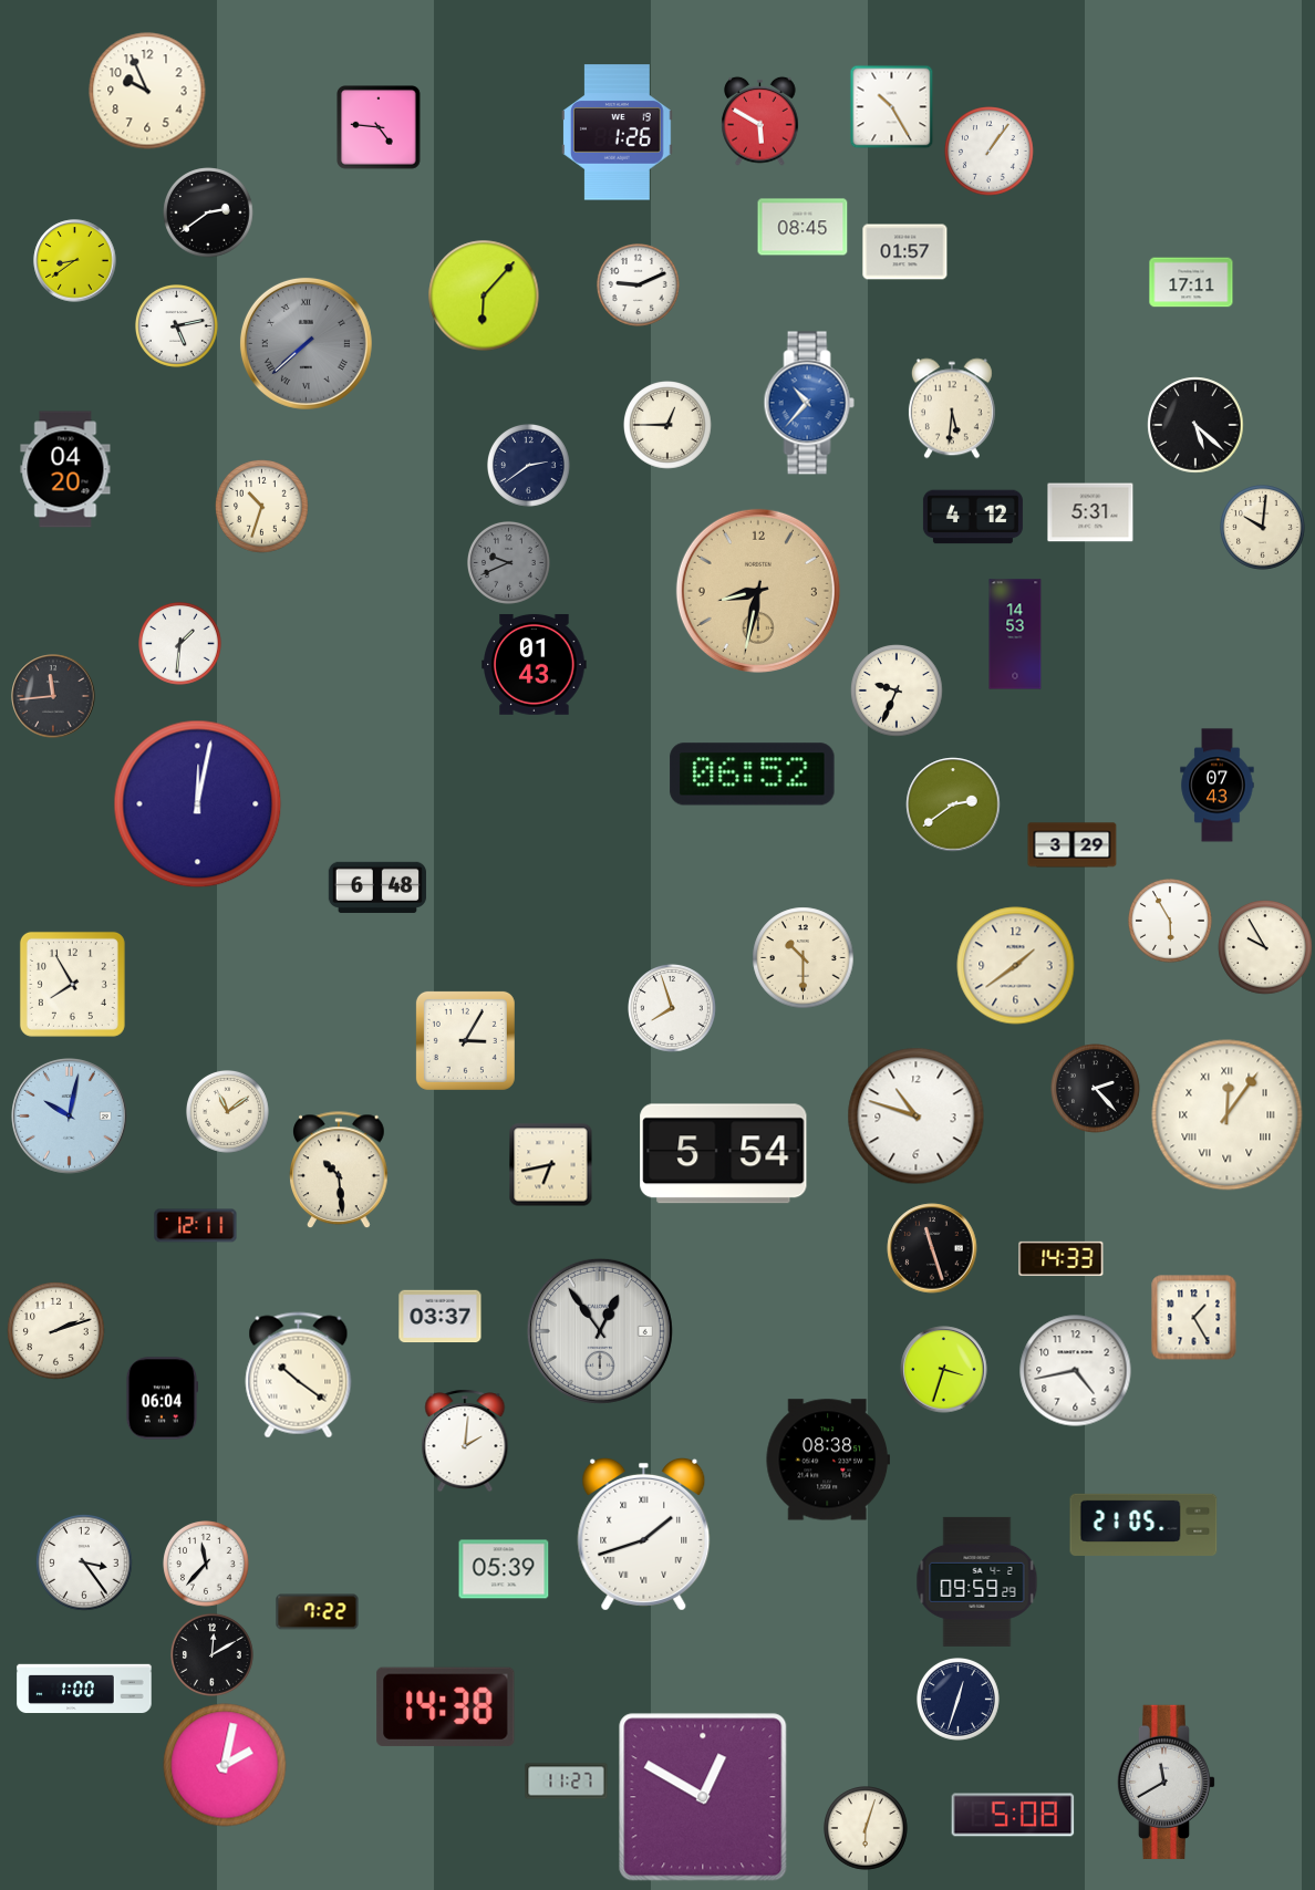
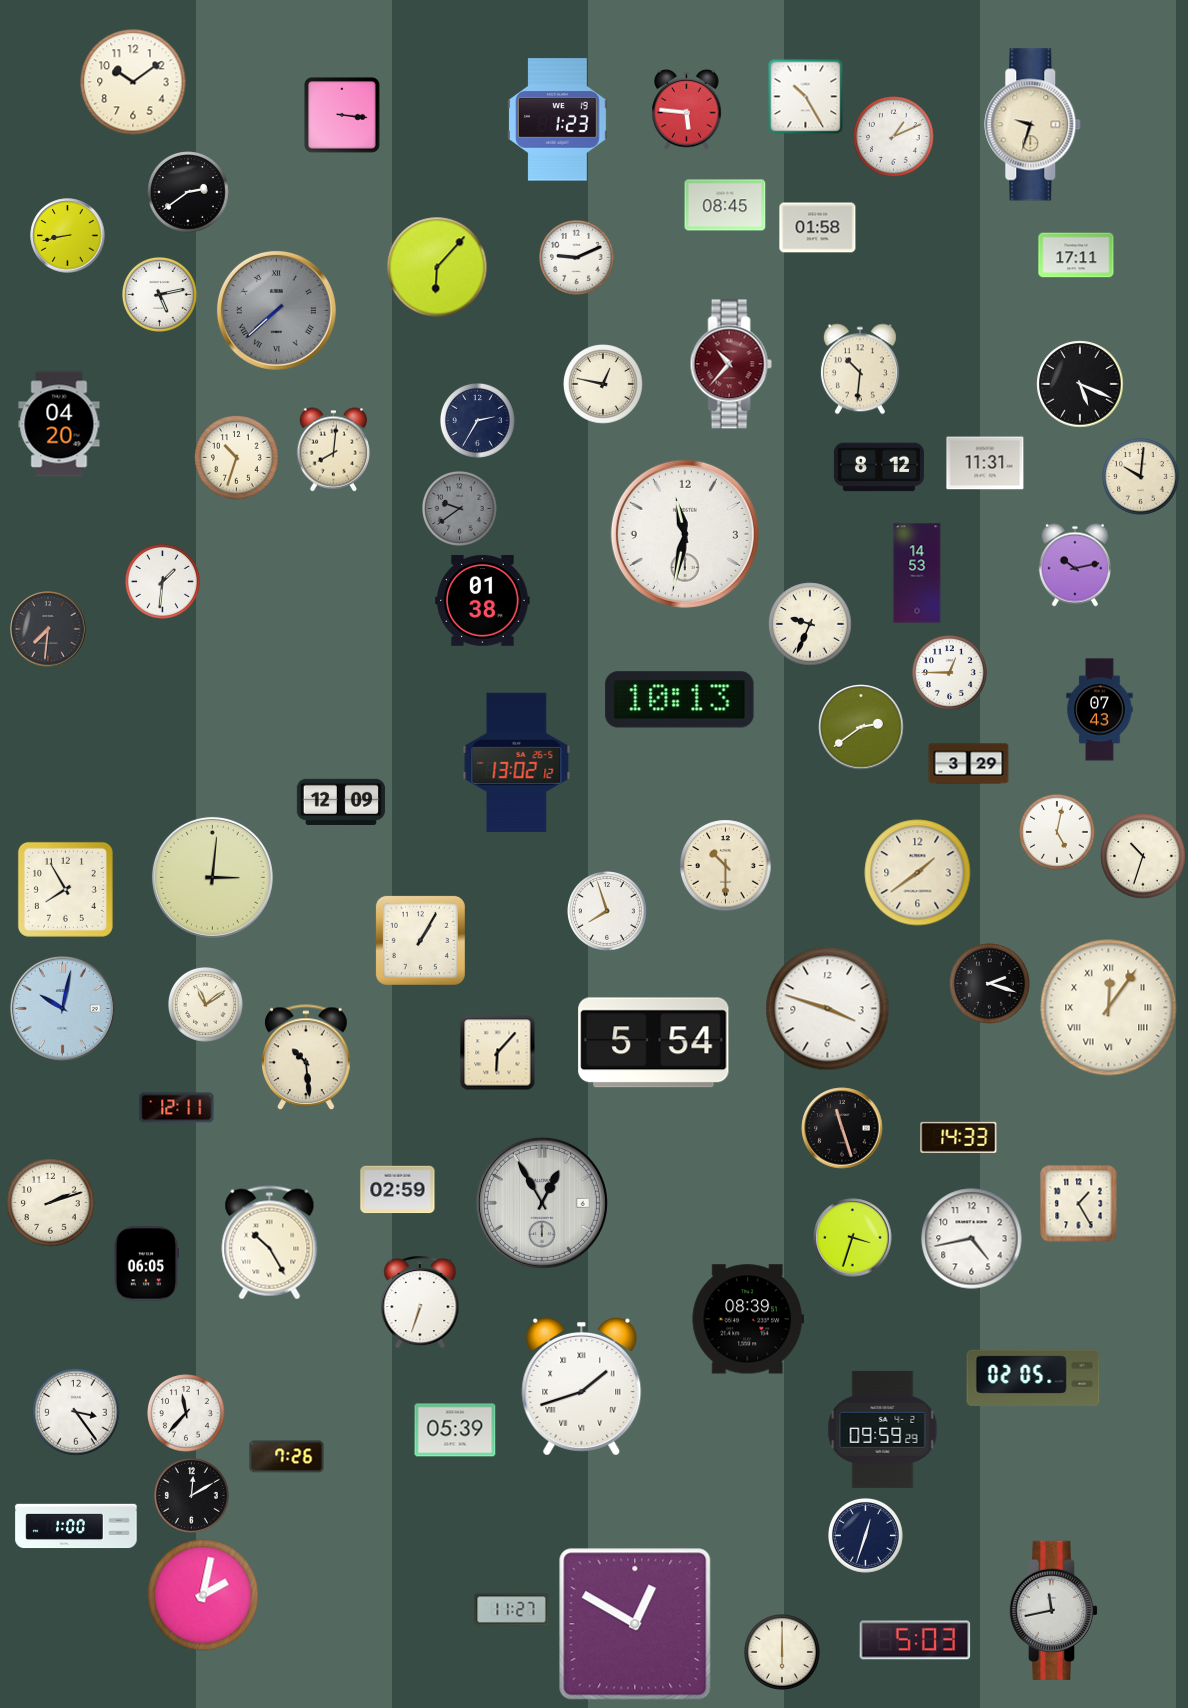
clock at (147, 91): 9:56 -> 10:09
clock at (760, 121): 5:50 -> 5:46
clock at (380, 128): 4:46 -> 3:16
clock at (618, 133): 1:26 -> 1:23
clock at (1033, 125): none -> 9:33
clock at (990, 152): 1:06 -> 1:11
clock at (905, 252): 01:57 -> 01:58
clock at (75, 261): 8:39 -> 8:43
clock at (809, 403) dial: blue -> burgundy
clock at (952, 408): 5:31 -> 10:31
clock at (1195, 425): 5:22 -> 5:19
clock at (669, 426): 12:45 -> 12:47
clock at (529, 466): 2:39 -> 2:35
clock at (334, 450): none -> 8:01
clock at (1090, 512): 5:31 -> 11:31
clock at (973, 517): 4:12 -> 8:12
clock at (509, 563): 9:41 -> 9:39
clock at (758, 591): 8:32 -> 11:32
clock at (758, 591) dial: champagne -> white
clock at (1075, 565): none -> 10:13
clock at (535, 665): 01:43 -> 01:38
clock at (53, 696): 11:44 -> 7:31
clock at (950, 673): none -> 12:45
clock at (753, 775): 06:52 -> 10:13
clock at (198, 804): 12:02 -> none
clock at (517, 762): none -> 13:02
clock at (377, 887): 6:48 -> 12:09
clock at (1171, 922): 5:55 -> 5:02
clock at (1265, 947): 9:55 -> 10:33
clock at (212, 877): none -> 3:01
clock at (465, 1040): 3:05 -> 1:05
clock at (1096, 1089): 2:23 -> 2:18
clock at (917, 1117): 10:48 -> 3:48
clock at (551, 1165): 6:43 -> 6:07
clock at (441, 1317): 03:37 -> 02:59
clock at (1194, 1318) position: (1194, 1318) -> (1079, 1204)
clock at (600, 1331): 12:54 -> 12:55
clock at (299, 1375): 10:21 -> 10:25
clock at (162, 1399): 06:04 -> 06:05
clock at (465, 1441): 2:01 -> 6:33
clock at (827, 1460): 08:38 -> 08:39
clock at (1143, 1525): 21:05 -> 02:05
clock at (504, 1569) position: (504, 1569) -> (455, 1430)
clock at (318, 1612): 7:22 -> 7:26
clock at (446, 1706): 14:38 -> none
clock at (1167, 1782): 11:40 -> 11:43
clock at (1013, 1815): 5:08 -> 5:03
clock at (867, 1829): 6:03 -> 6:00
